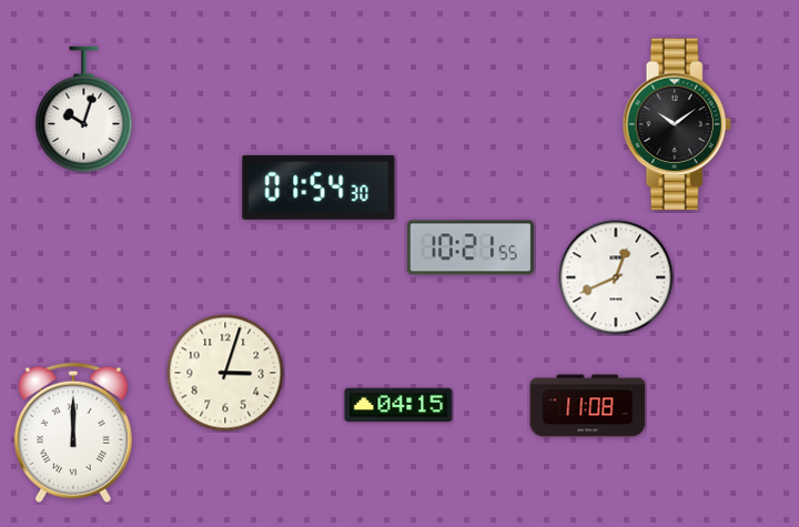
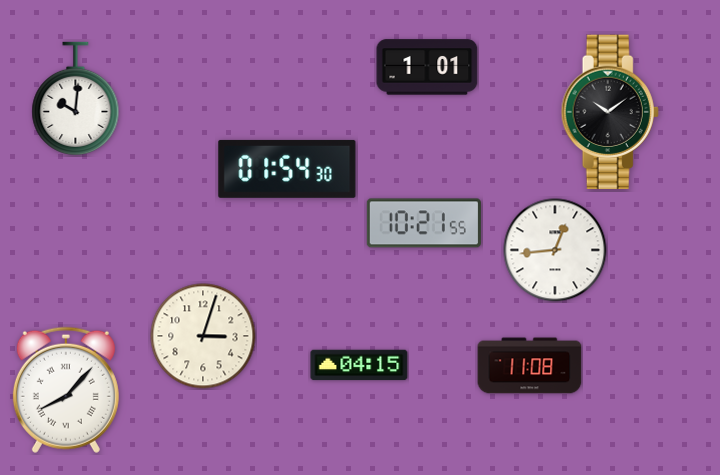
clock at (427, 67): none -> 1:01
clock at (84, 109): 10:03 -> 10:01
clock at (616, 277): 12:41 -> 12:44
clock at (73, 433): 12:00 -> 8:07
